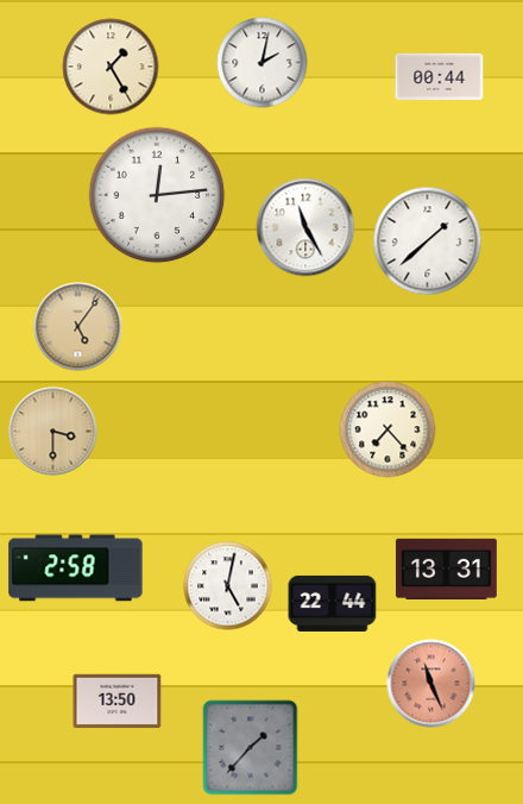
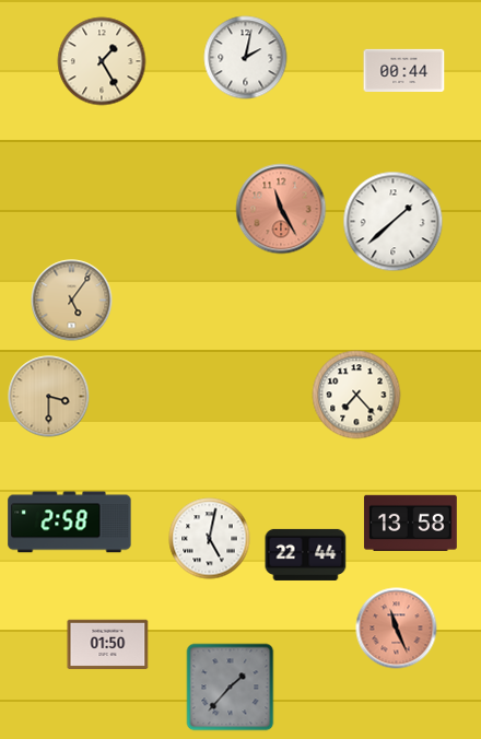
clock at (263, 63) position: (263, 63) -> (246, 58)
clock at (157, 195): 12:14 -> none
clock at (305, 227) dial: white -> salmon
clock at (446, 569): 13:31 -> 13:58
clock at (118, 702): 13:50 -> 01:50
